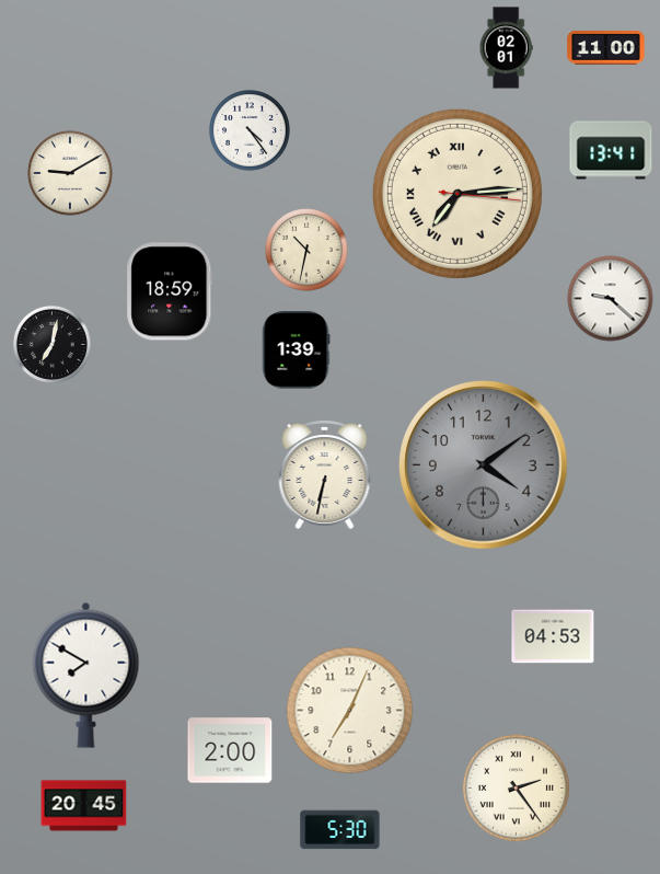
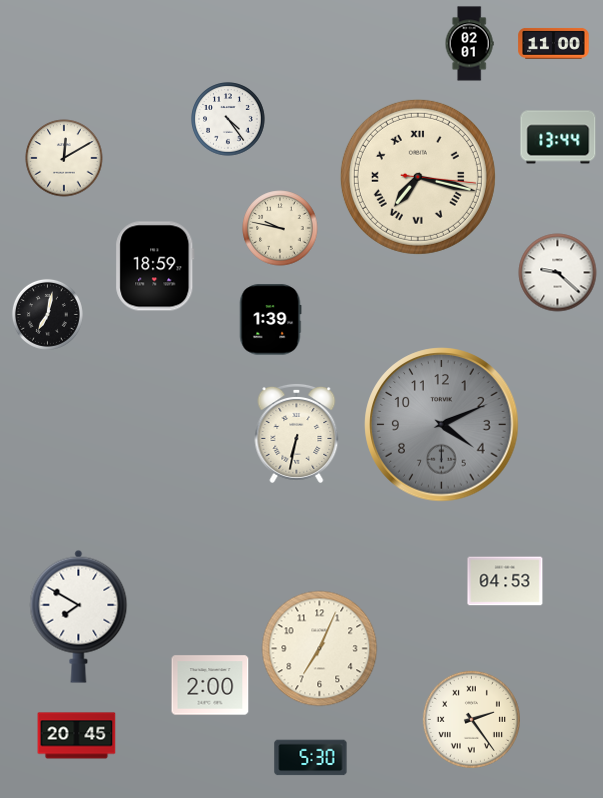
clock at (506, 48) position: (506, 48) -> (469, 44)
clock at (611, 150): 13:41 -> 13:44
clock at (70, 173): 9:10 -> 12:10
clock at (458, 194): 7:14 -> 7:17
clock at (306, 250): 10:32 -> 9:47
clock at (484, 465): 4:09 -> 4:11
